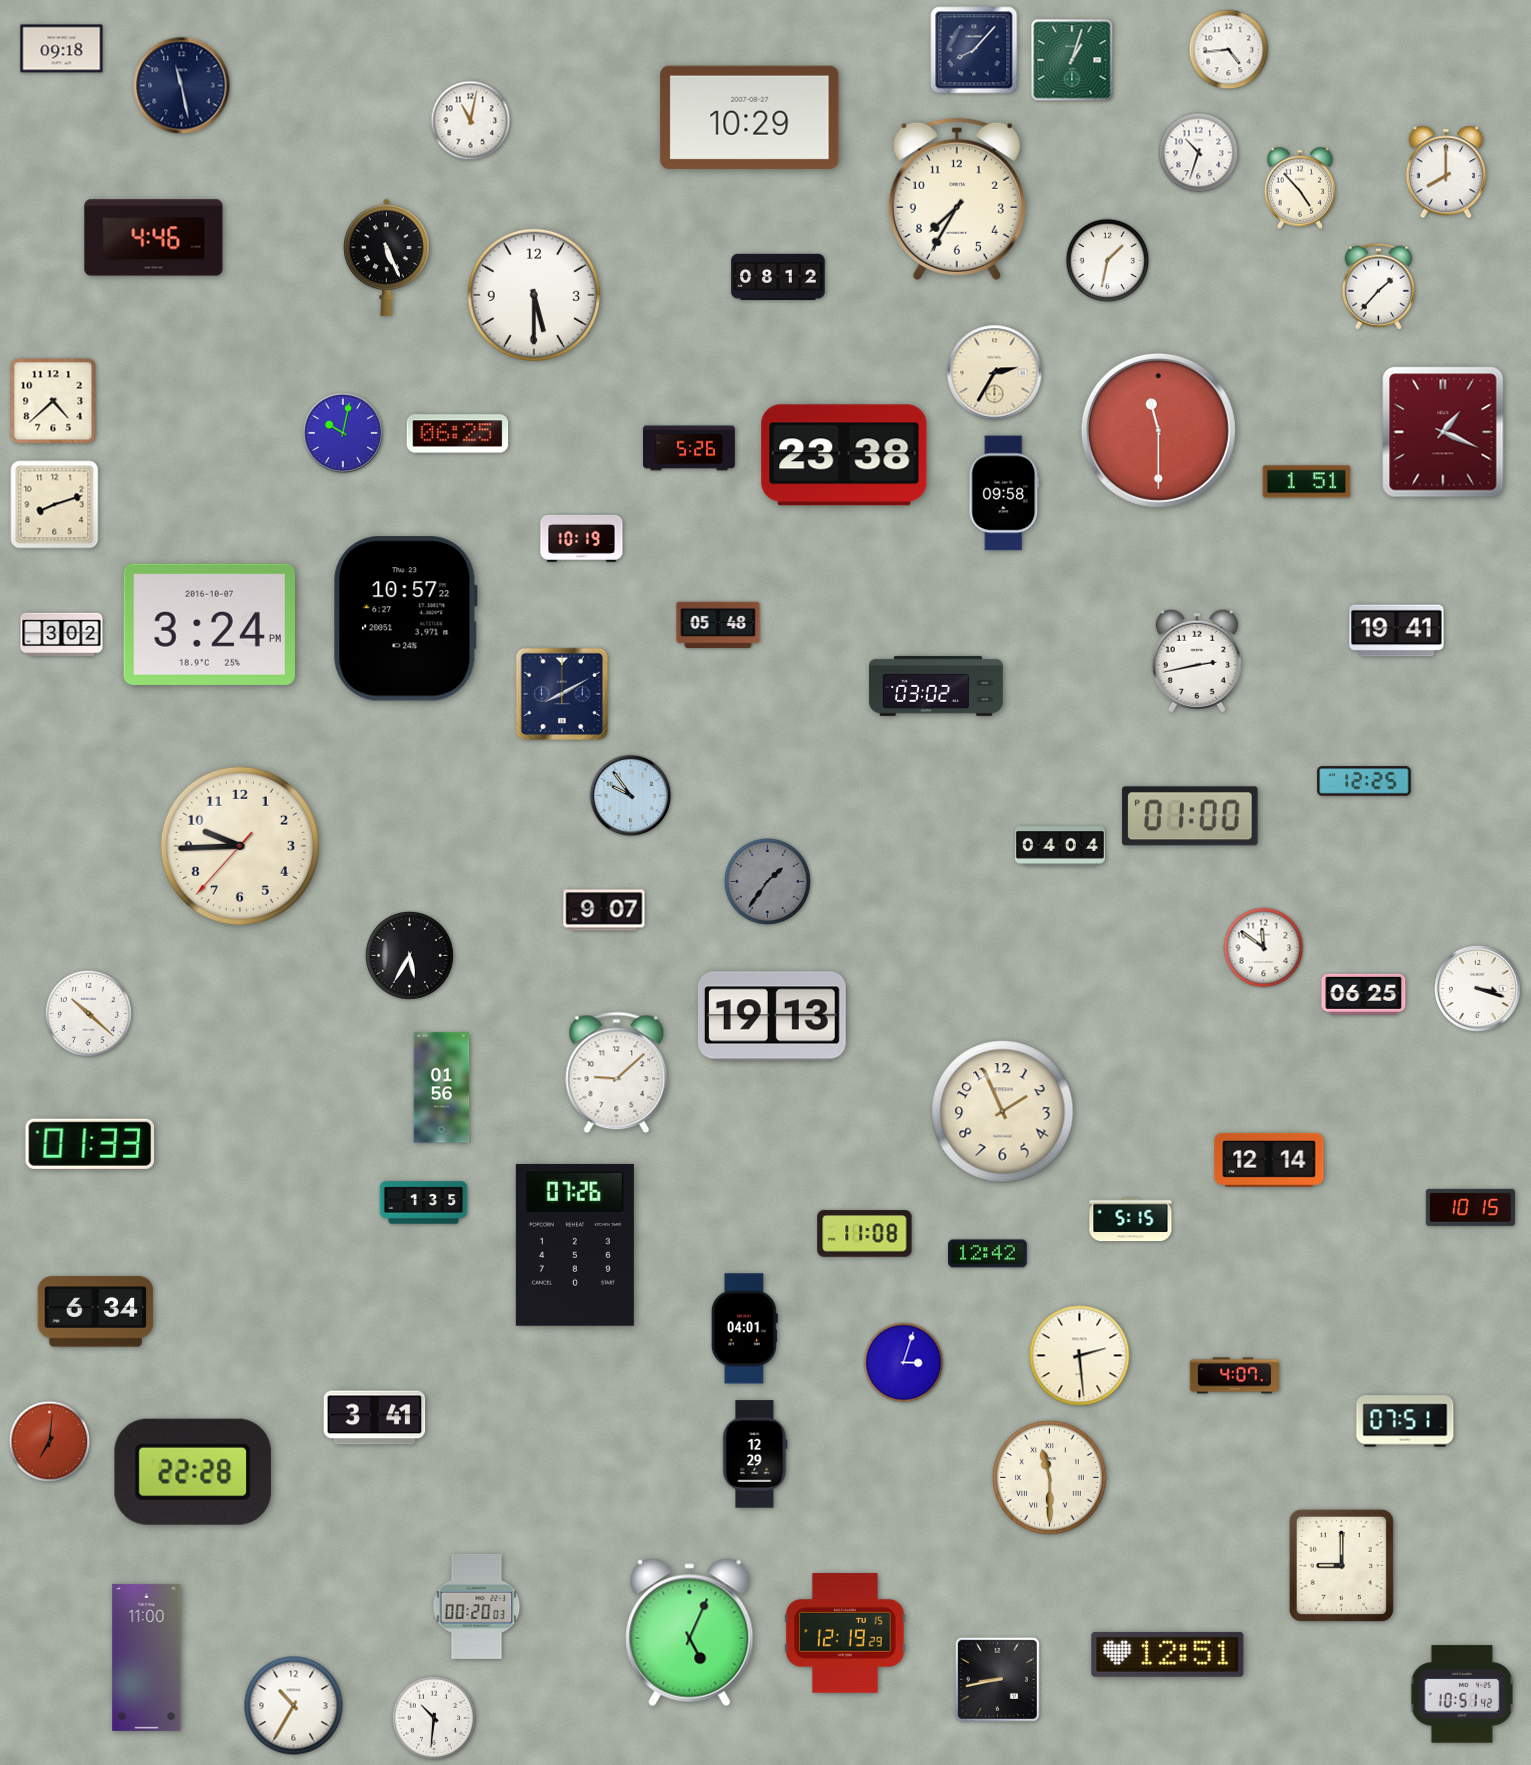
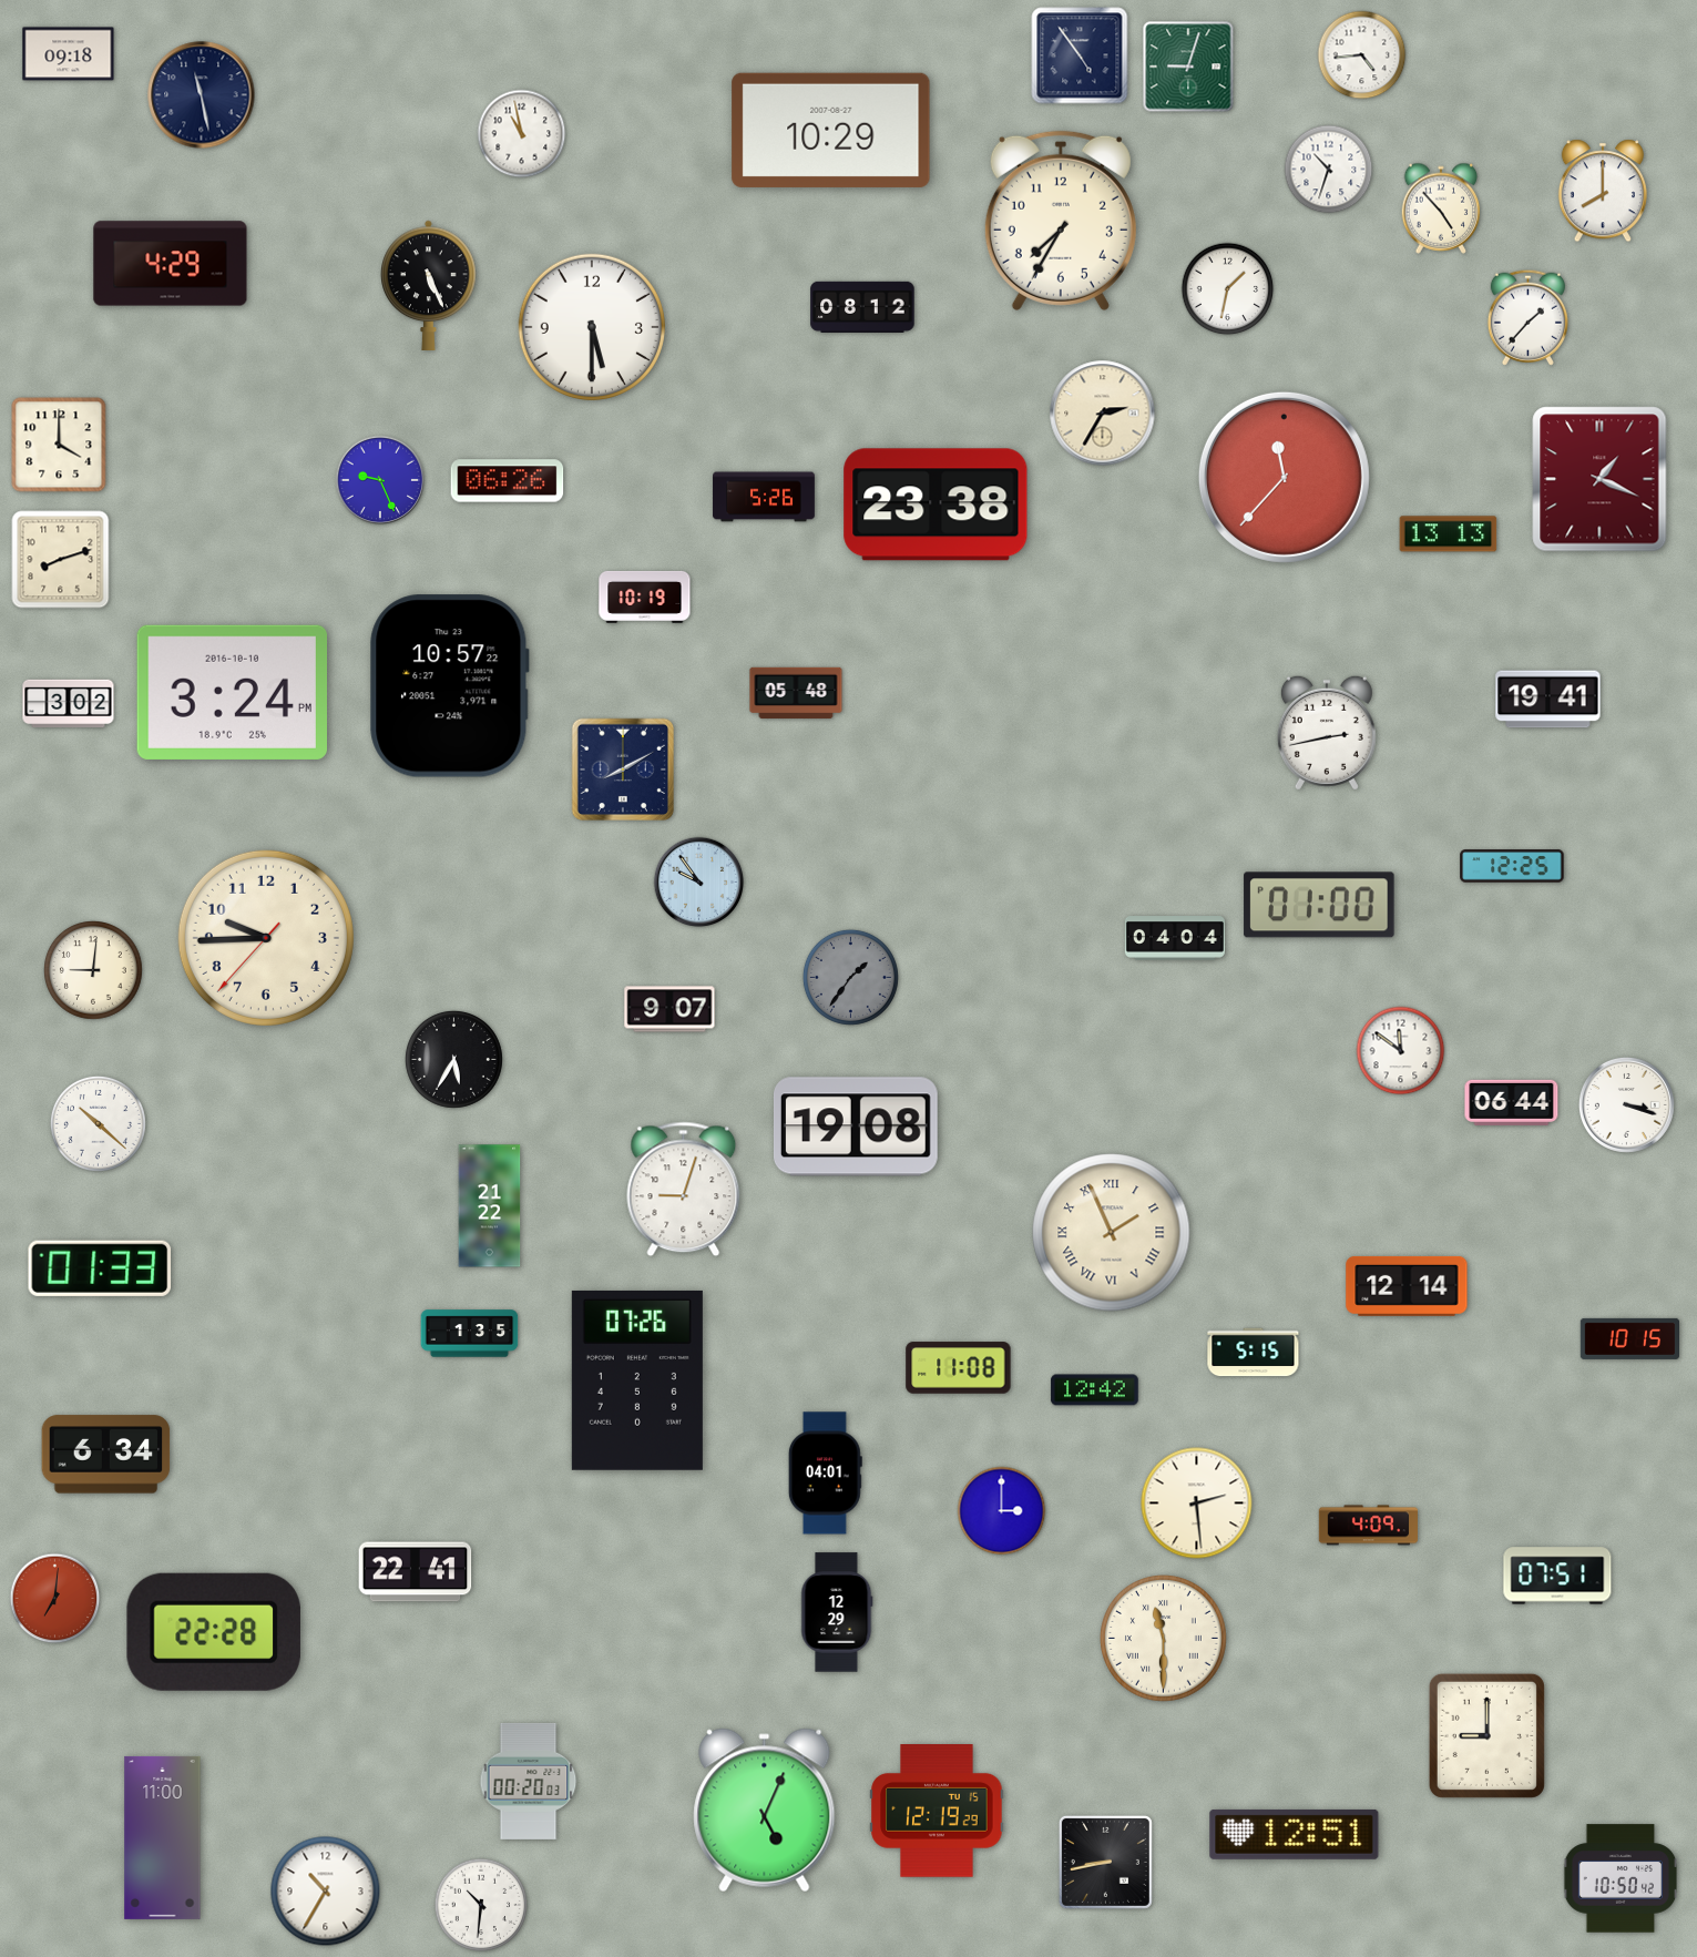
clock at (974, 50): 8:07 -> 4:54
clock at (1072, 60): 1:03 -> 9:03
clock at (471, 121): 11:02 -> 10:58
clock at (154, 238): 4:46 -> 4:29
clock at (53, 401): 4:38 -> 4:00
clock at (1158, 430): 11:30 -> 11:37
clock at (343, 433): 10:02 -> 9:26
clock at (458, 434): 06:25 -> 06:26
clock at (1307, 482): 1:51 -> 13:13
clock at (1004, 493): 09:58 -> none
clock at (209, 624) date: 2016-10-07 -> 2016-10-10
clock at (936, 686): 03:02 -> none
clock at (94, 971): none -> 9:01
clock at (1477, 988) position: (1477, 988) -> (1626, 1104)
clock at (1364, 994): 06:25 -> 06:44
clock at (772, 1016): 19:13 -> 19:08
clock at (617, 1073): 9:08 -> 9:03
clock at (442, 1088): 01:56 -> 21:22
clock at (1003, 1112) numerals: Arabic -> Roman
clock at (904, 1363): 3:03 -> 3:00
clock at (1234, 1376): 4:07 -> 4:09
clock at (375, 1418): 3:41 -> 22:41
clock at (1462, 1694): 10:51 -> 10:50
